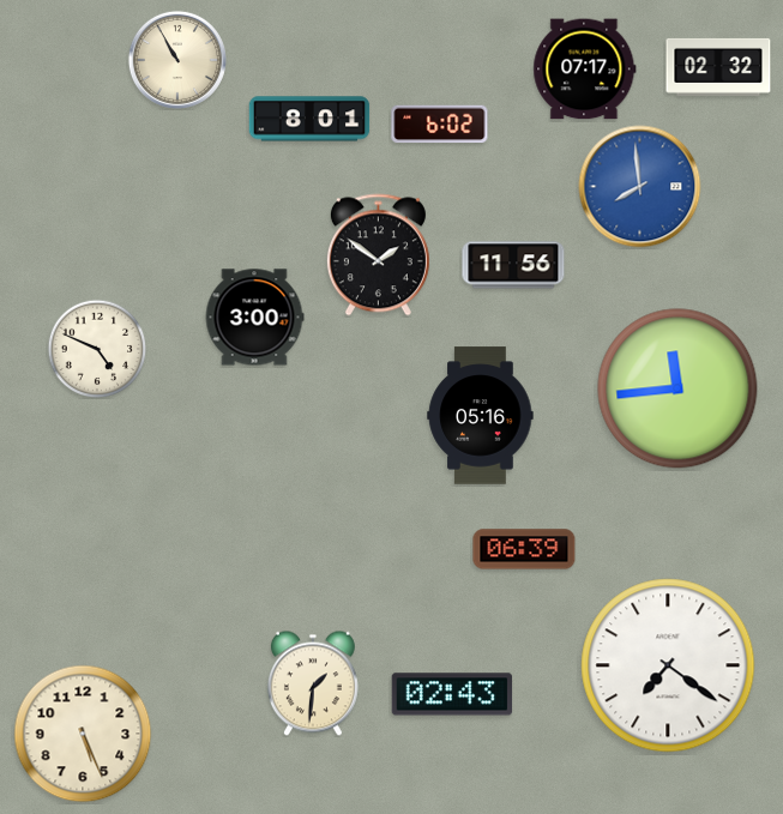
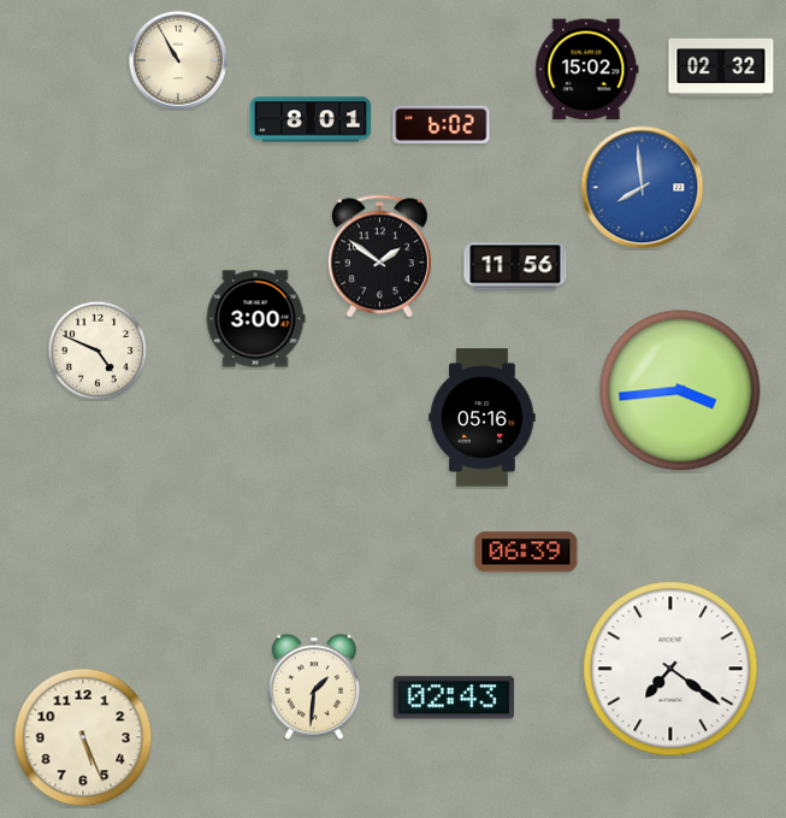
clock at (585, 70): 07:17 -> 15:02
clock at (677, 388): 11:44 -> 3:44
